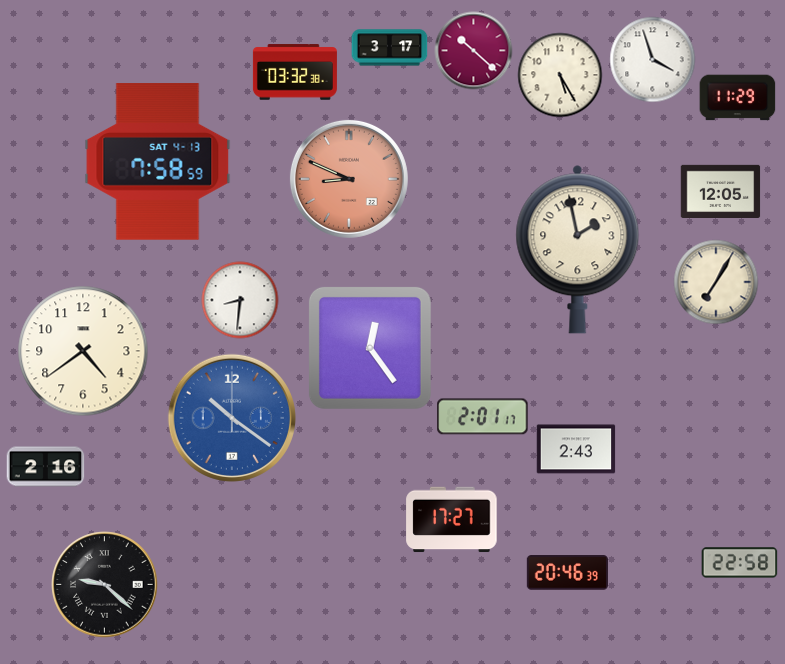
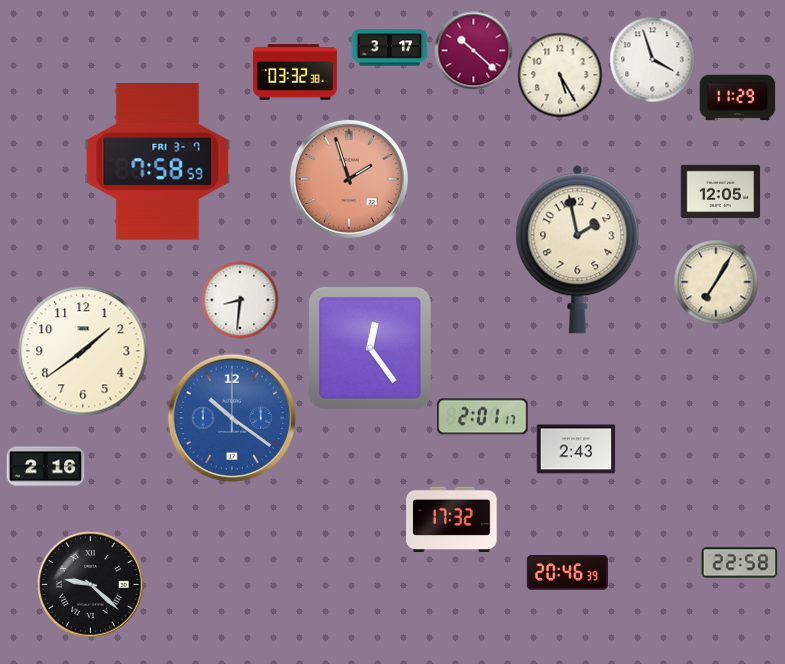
clock at (158, 162) date: SAT 4-13 -> FRI 3-7
clock at (349, 179): 8:49 -> 1:57
clock at (83, 351): 4:39 -> 1:39
clock at (452, 520): 17:27 -> 17:32
clock at (105, 585) position: (105, 585) -> (91, 585)
